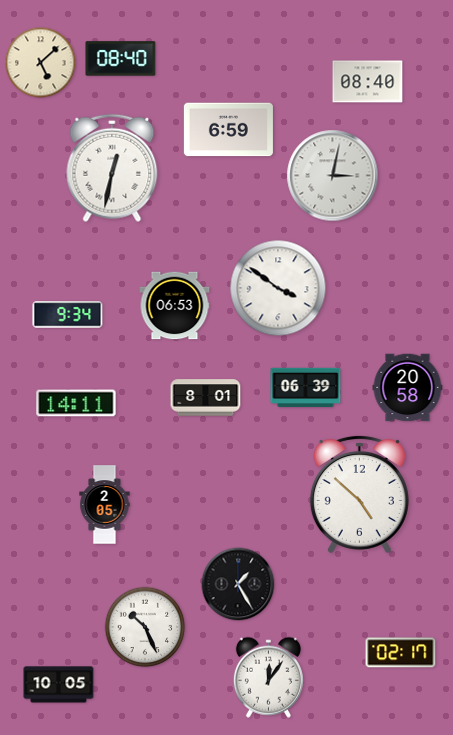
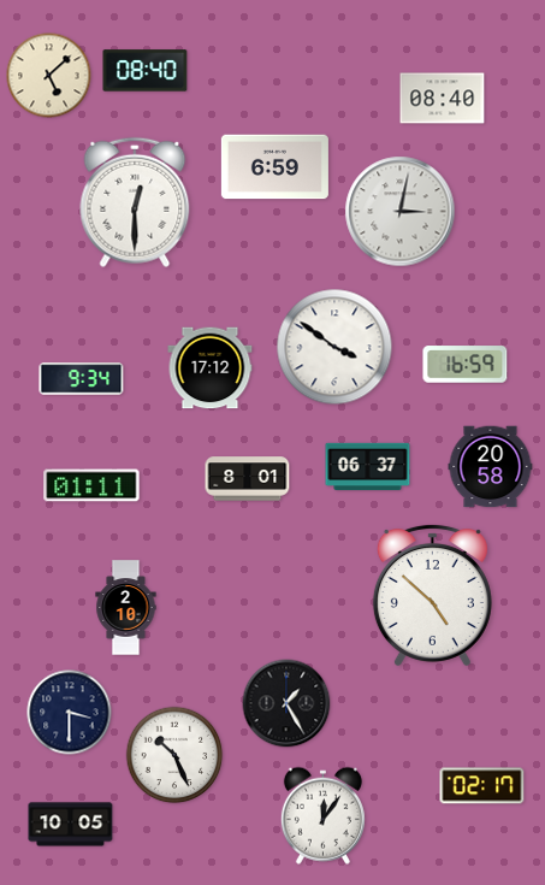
clock at (228, 130) position: (228, 130) -> (274, 167)
clock at (112, 168): 12:32 -> 12:30
clock at (466, 365): none -> 16:59
clock at (175, 306): 06:53 -> 17:12
clock at (306, 388): 06:39 -> 06:37
clock at (76, 403): 14:11 -> 01:11
clock at (105, 505): 2:05 -> 2:10
clock at (70, 713): none -> 3:30
